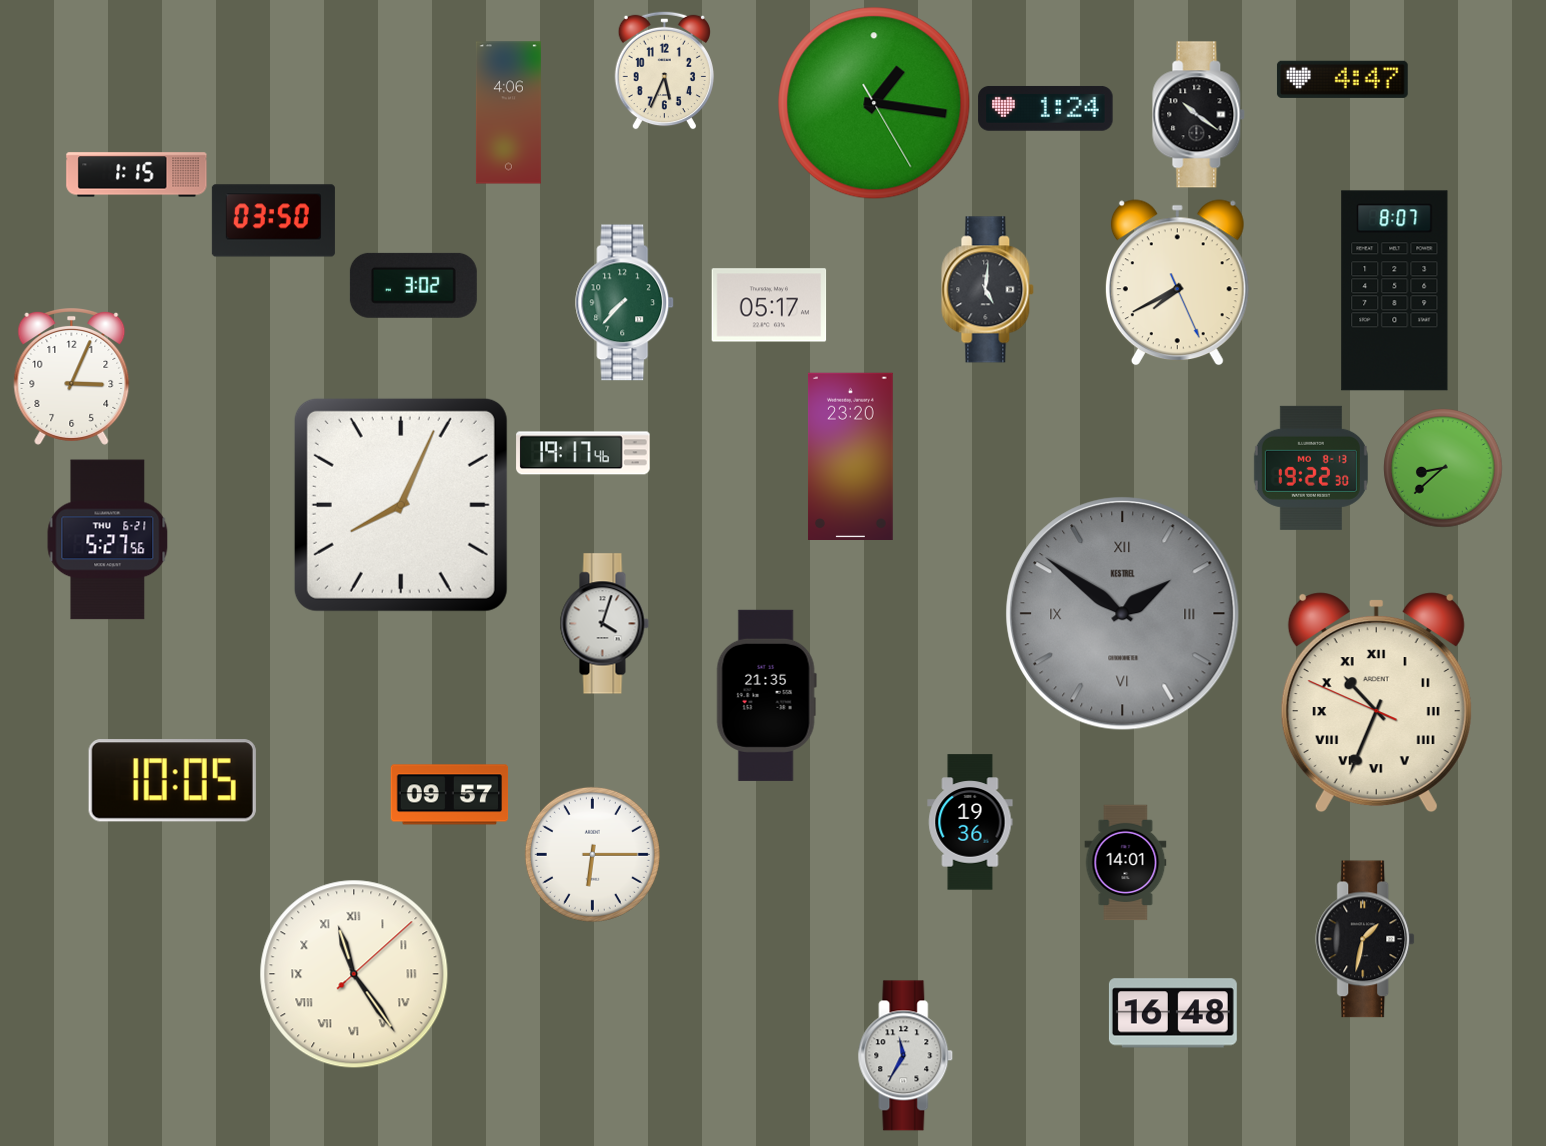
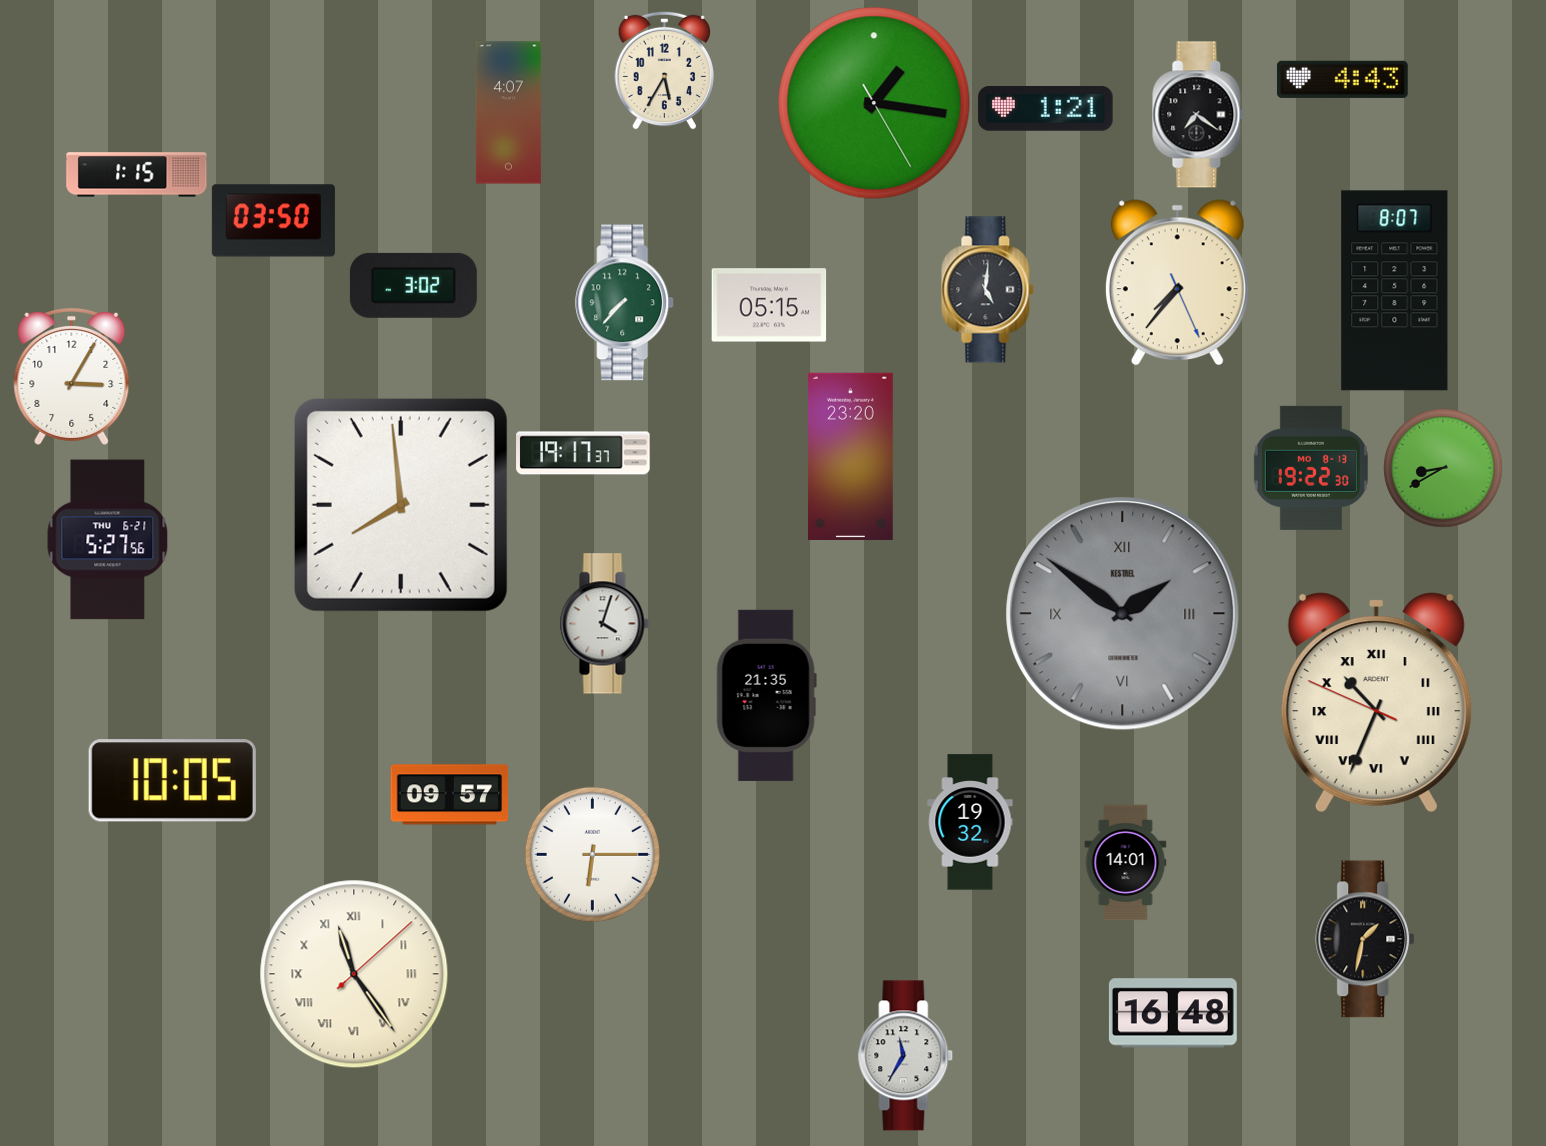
clock at (664, 70): 5:34 -> 5:35
clock at (1342, 79): 4:47 -> 4:43
clock at (1046, 108): 1:24 -> 1:21
clock at (508, 113): 4:06 -> 4:07
clock at (1199, 115): 10:21 -> 7:21
clock at (1177, 283): 7:40 -> 7:36
clock at (769, 305): 05:17 -> 05:15
clock at (72, 377): 3:04 -> 3:05
clock at (583, 453): 19:17:46 -> 19:17:37
clock at (1443, 468): 8:38 -> 8:40
clock at (401, 505): 8:04 -> 7:59
clock at (970, 822): 19:36 -> 19:32
